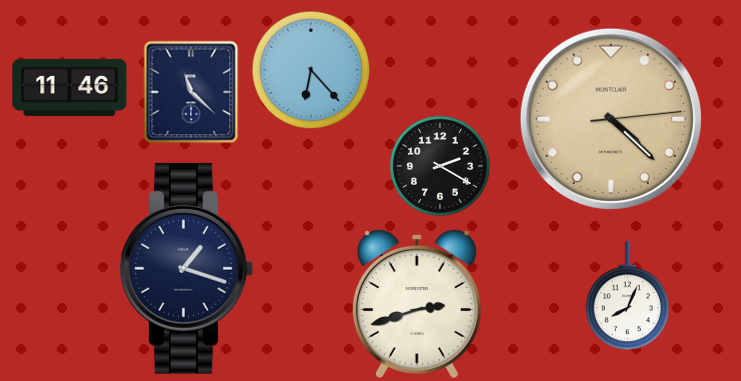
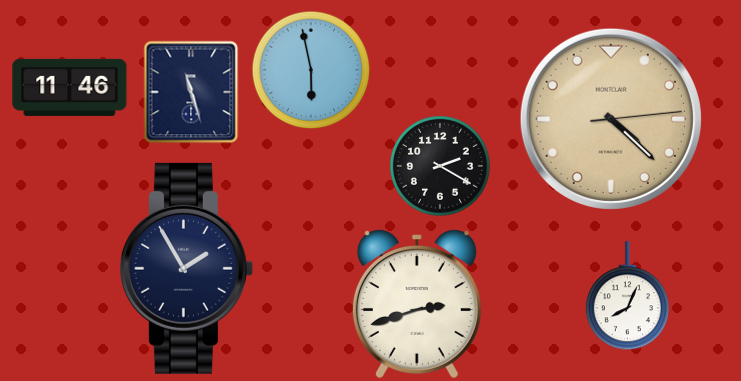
clock at (311, 70): 6:23 -> 5:58
clock at (191, 92): 11:22 -> 11:27
clock at (186, 268): 1:18 -> 1:55
